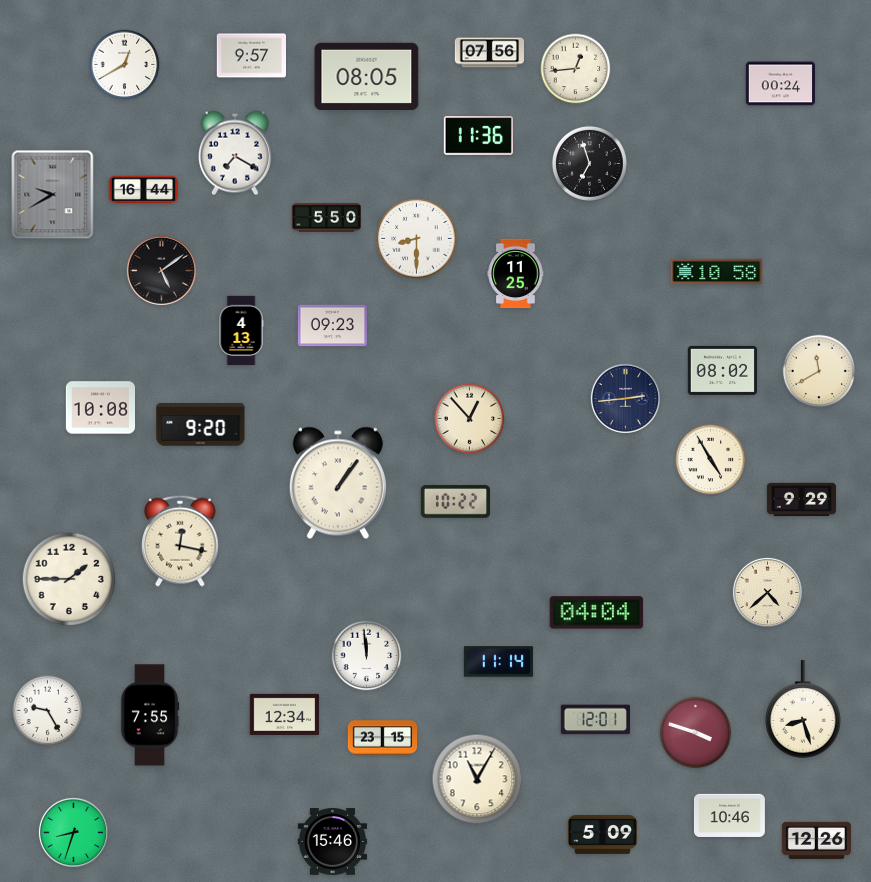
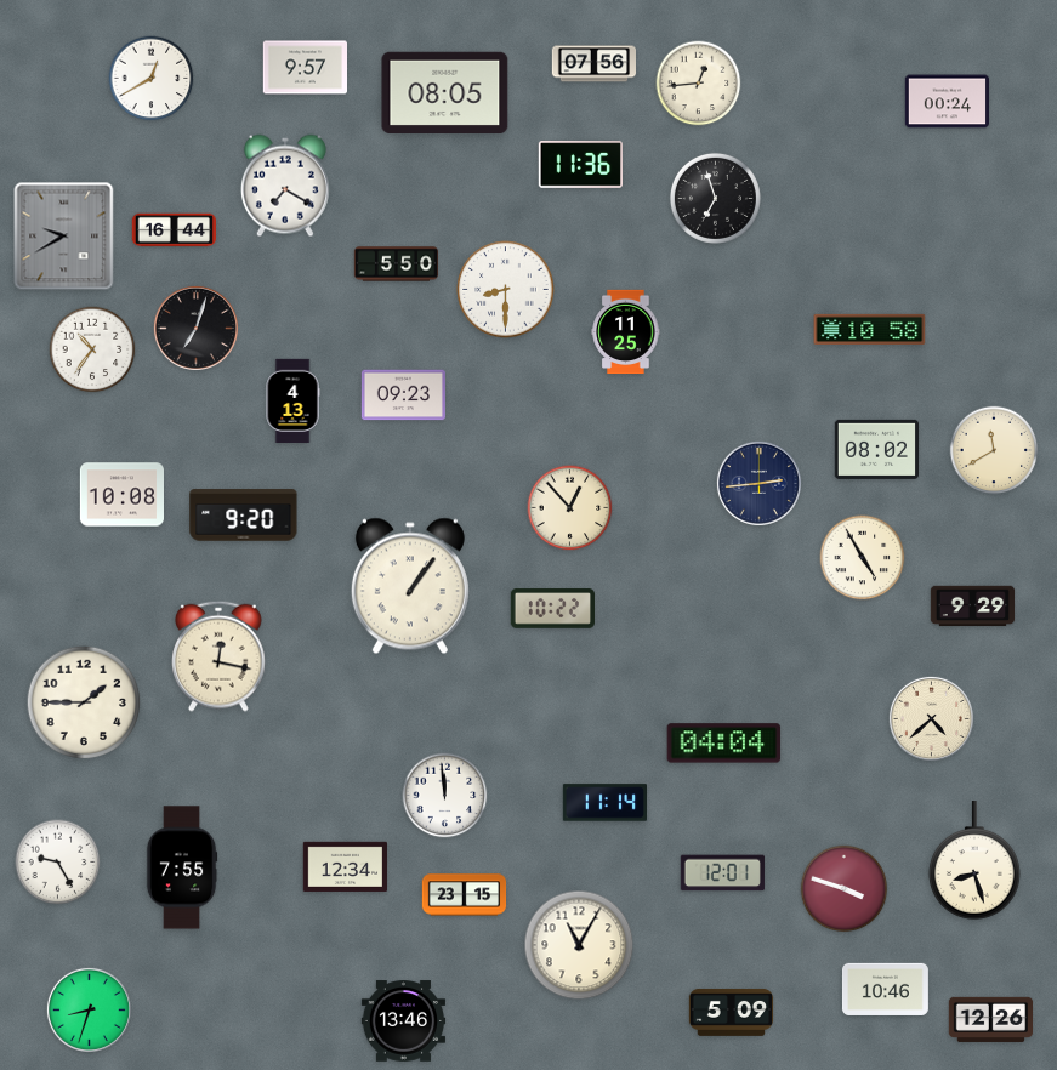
clock at (161, 270): 5:09 -> 7:03
clock at (92, 349): none -> 10:36
clock at (333, 842): 15:46 -> 13:46
